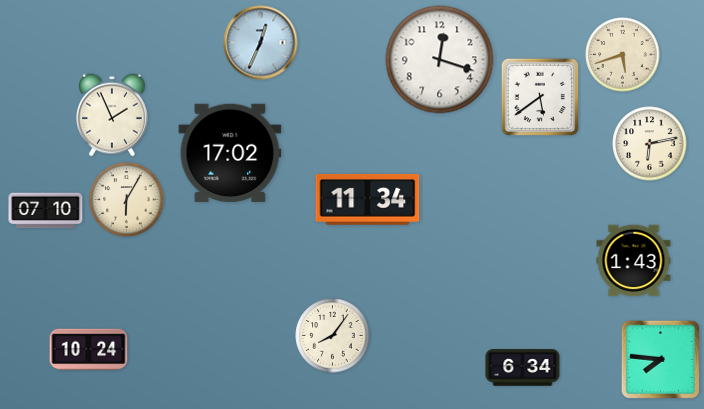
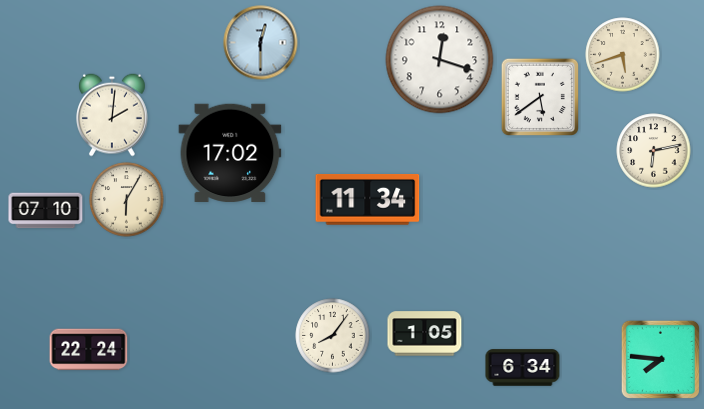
clock at (261, 43): 12:34 -> 12:30
clock at (113, 115): 1:56 -> 2:01
clock at (650, 144) position: (650, 144) -> (654, 151)
clock at (634, 261): 1:43 -> none
clock at (425, 334): none -> 1:05
clock at (89, 350): 10:24 -> 22:24
